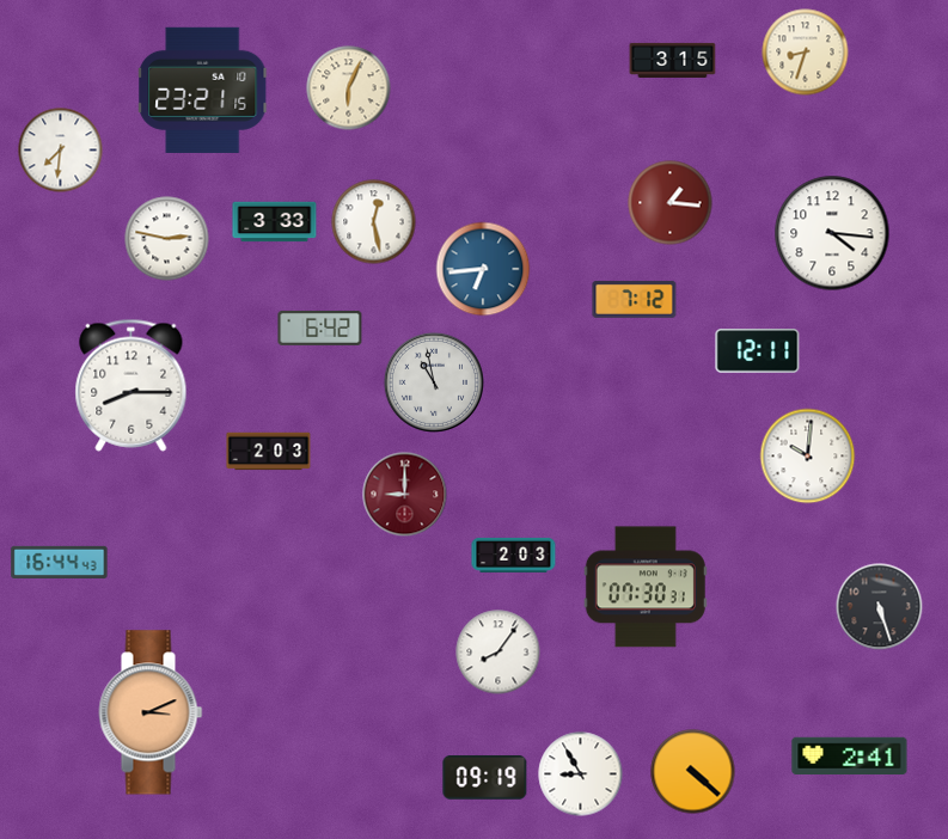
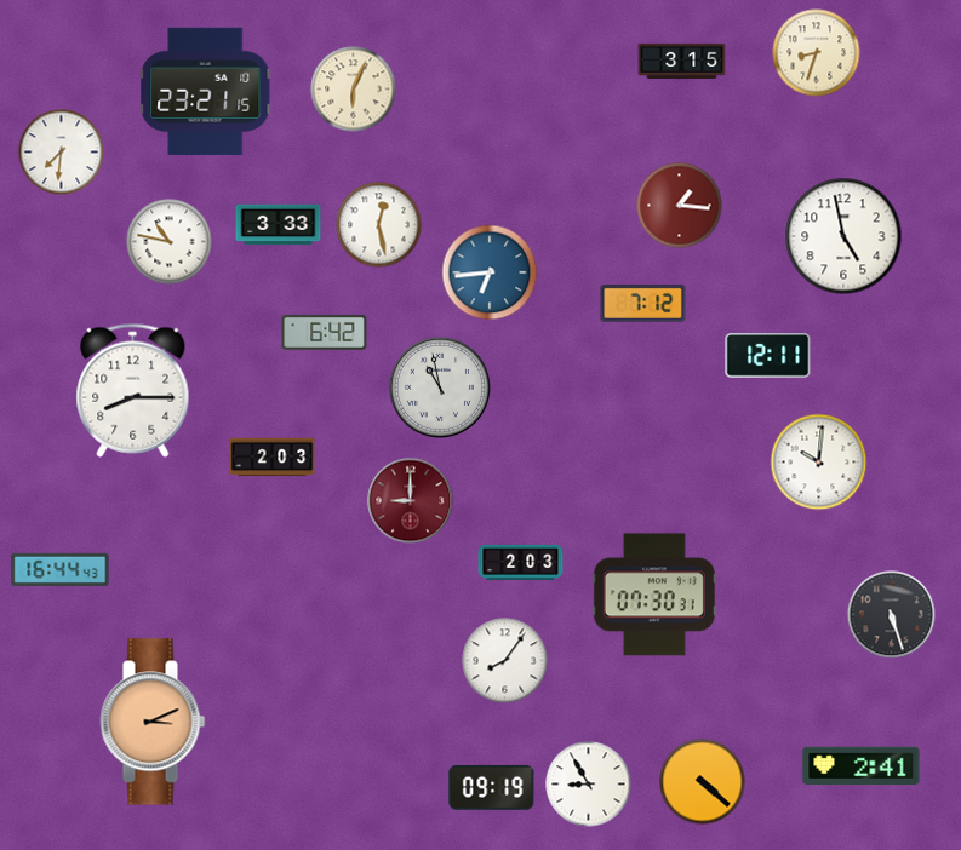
clock at (832, 233): 4:16 -> 4:58
clock at (167, 239): 2:47 -> 10:47
